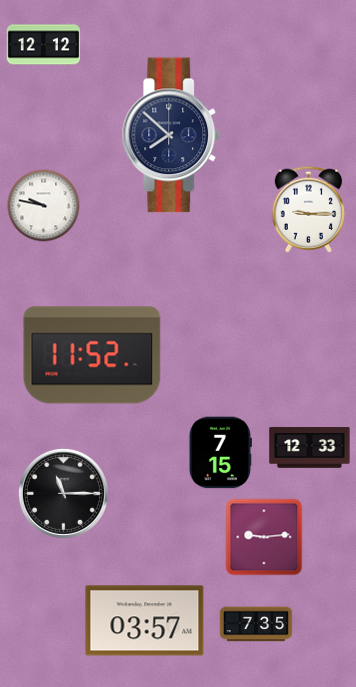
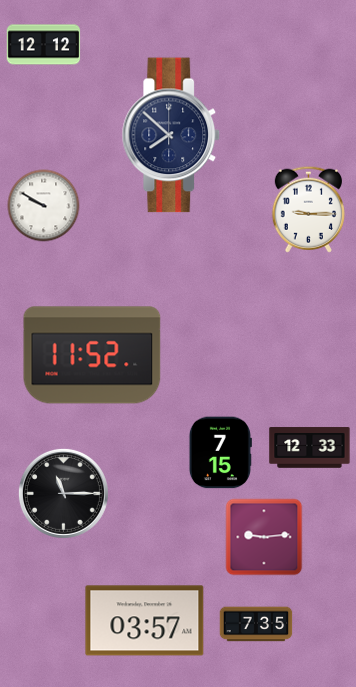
clock at (44, 206): 9:47 -> 9:50
